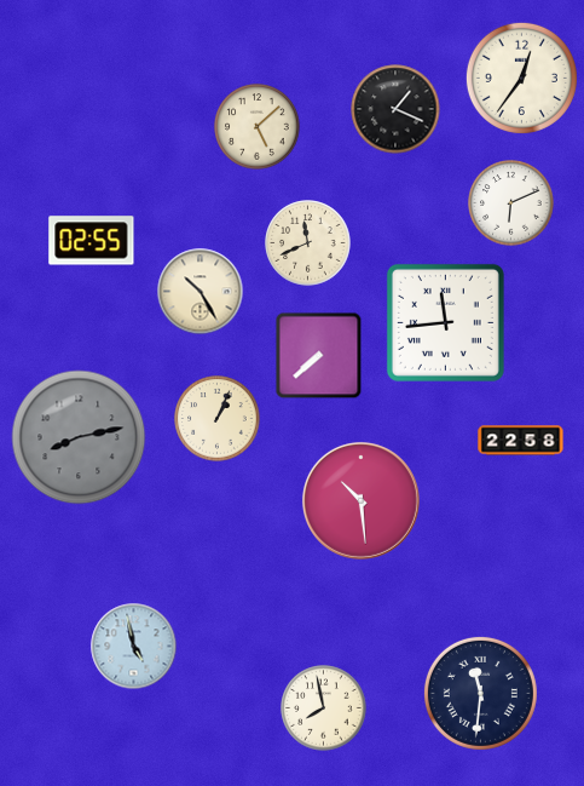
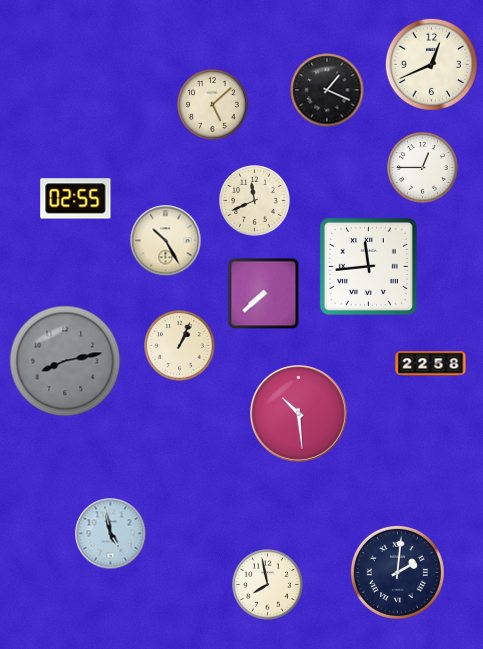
clock at (521, 78): 12:36 -> 12:41
clock at (511, 203): 6:11 -> 12:45
clock at (480, 693): 11:31 -> 2:01
